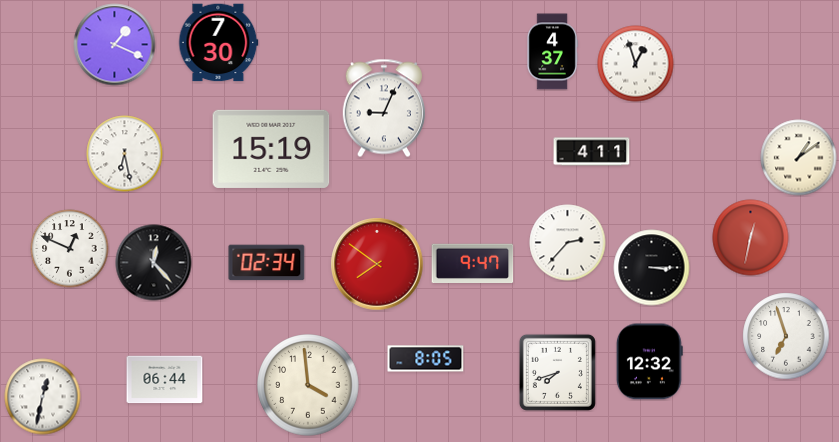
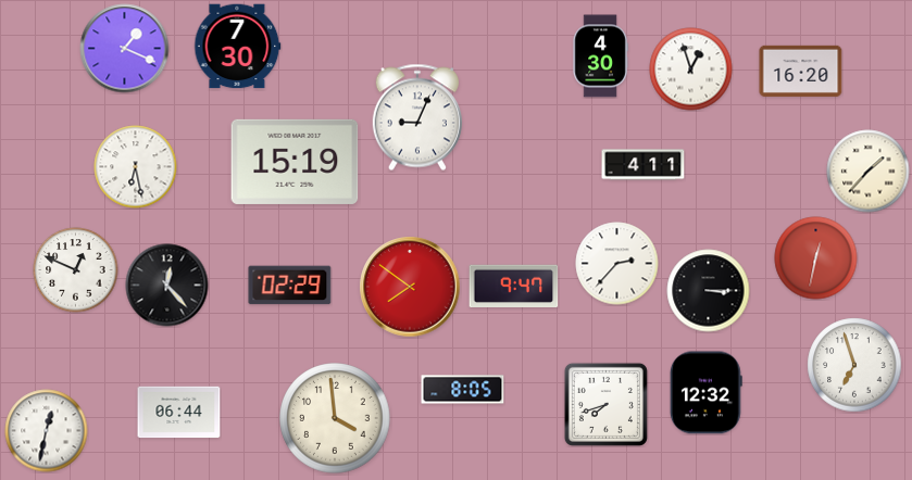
clock at (552, 52): 4:37 -> 4:30
clock at (801, 71): none -> 16:20
clock at (799, 158): 1:09 -> 1:37
clock at (267, 263): 02:34 -> 02:29
